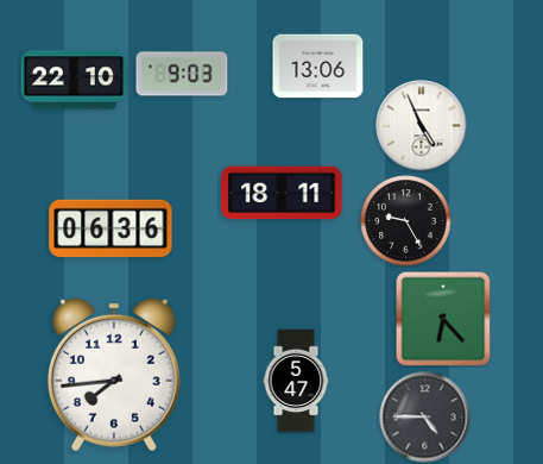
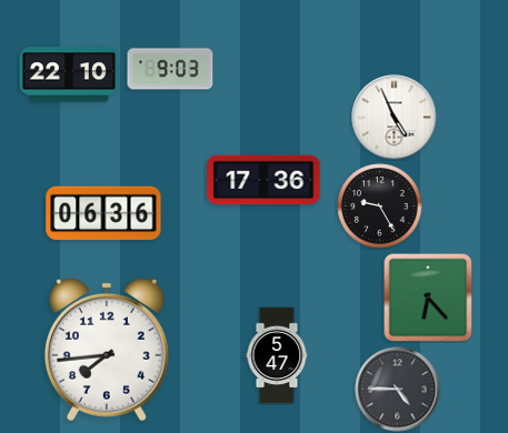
clock at (318, 67): 13:06 -> none
clock at (282, 193): 18:11 -> 17:36
clock at (443, 319) position: (443, 319) -> (428, 298)
